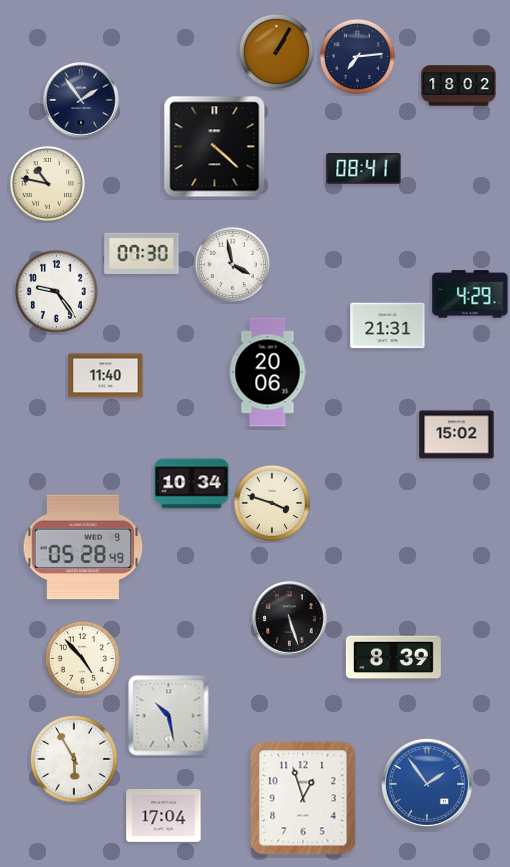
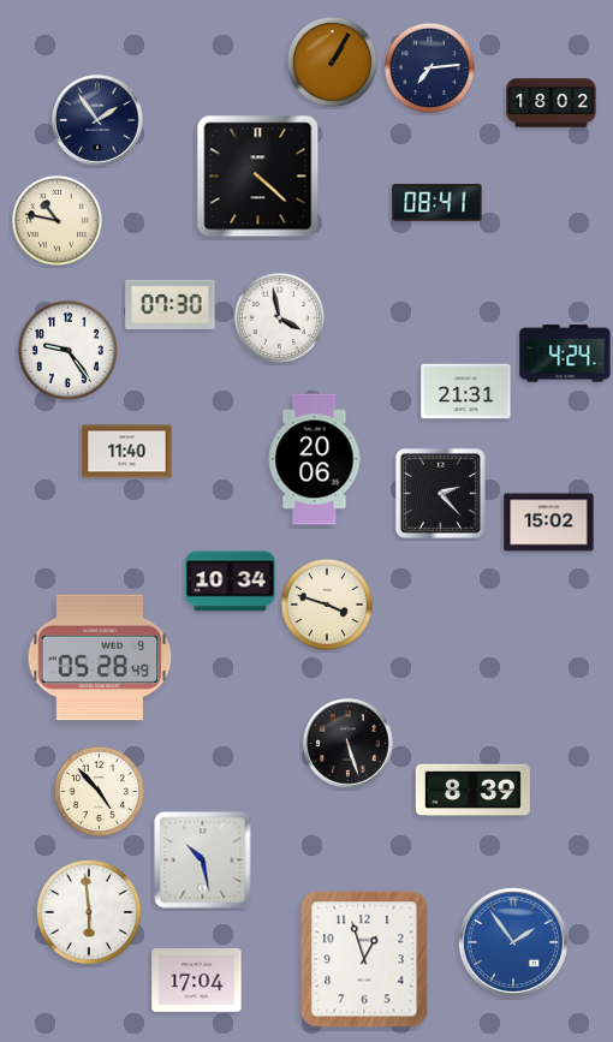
clock at (470, 294): 4:29 -> 4:24
clock at (268, 372) position: (268, 372) -> (315, 459)
clock at (440, 493): none -> 2:23
clock at (74, 759): 5:55 -> 5:59
